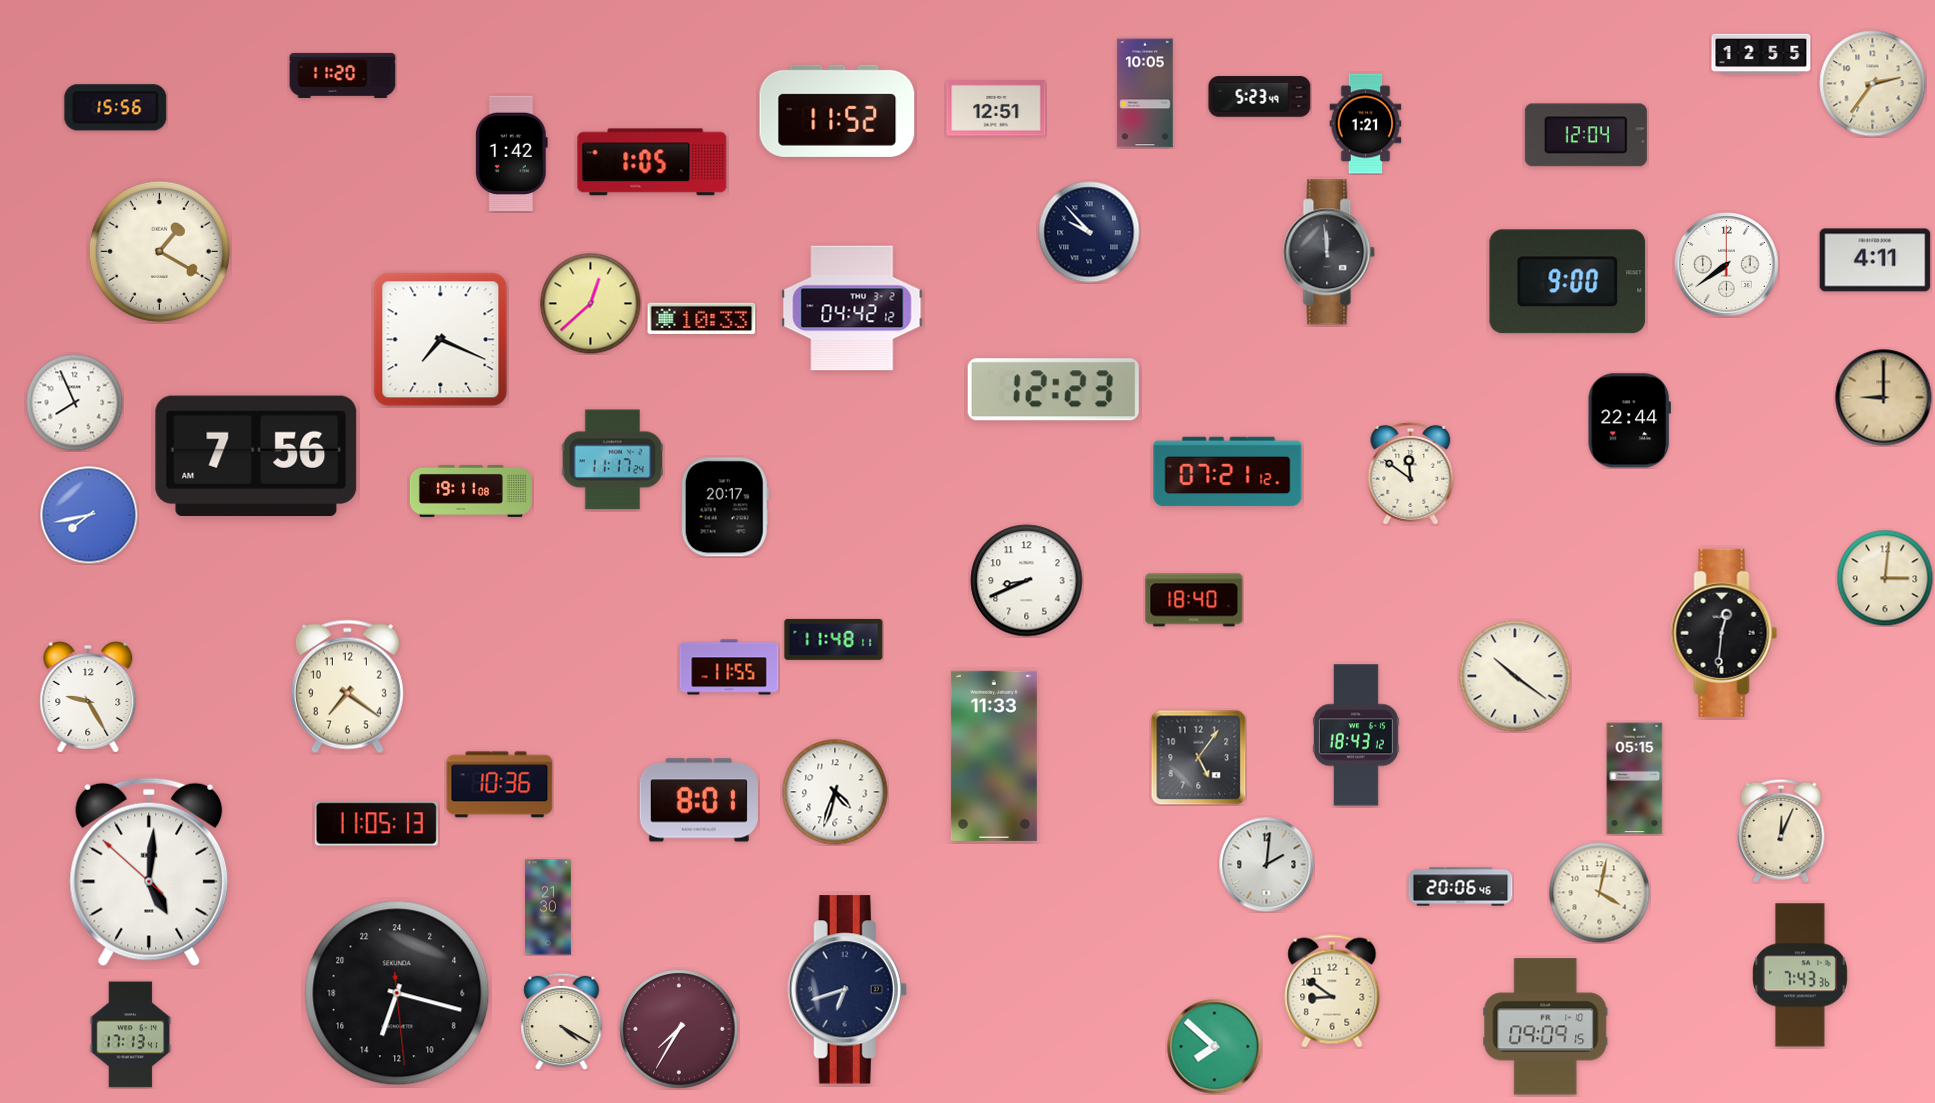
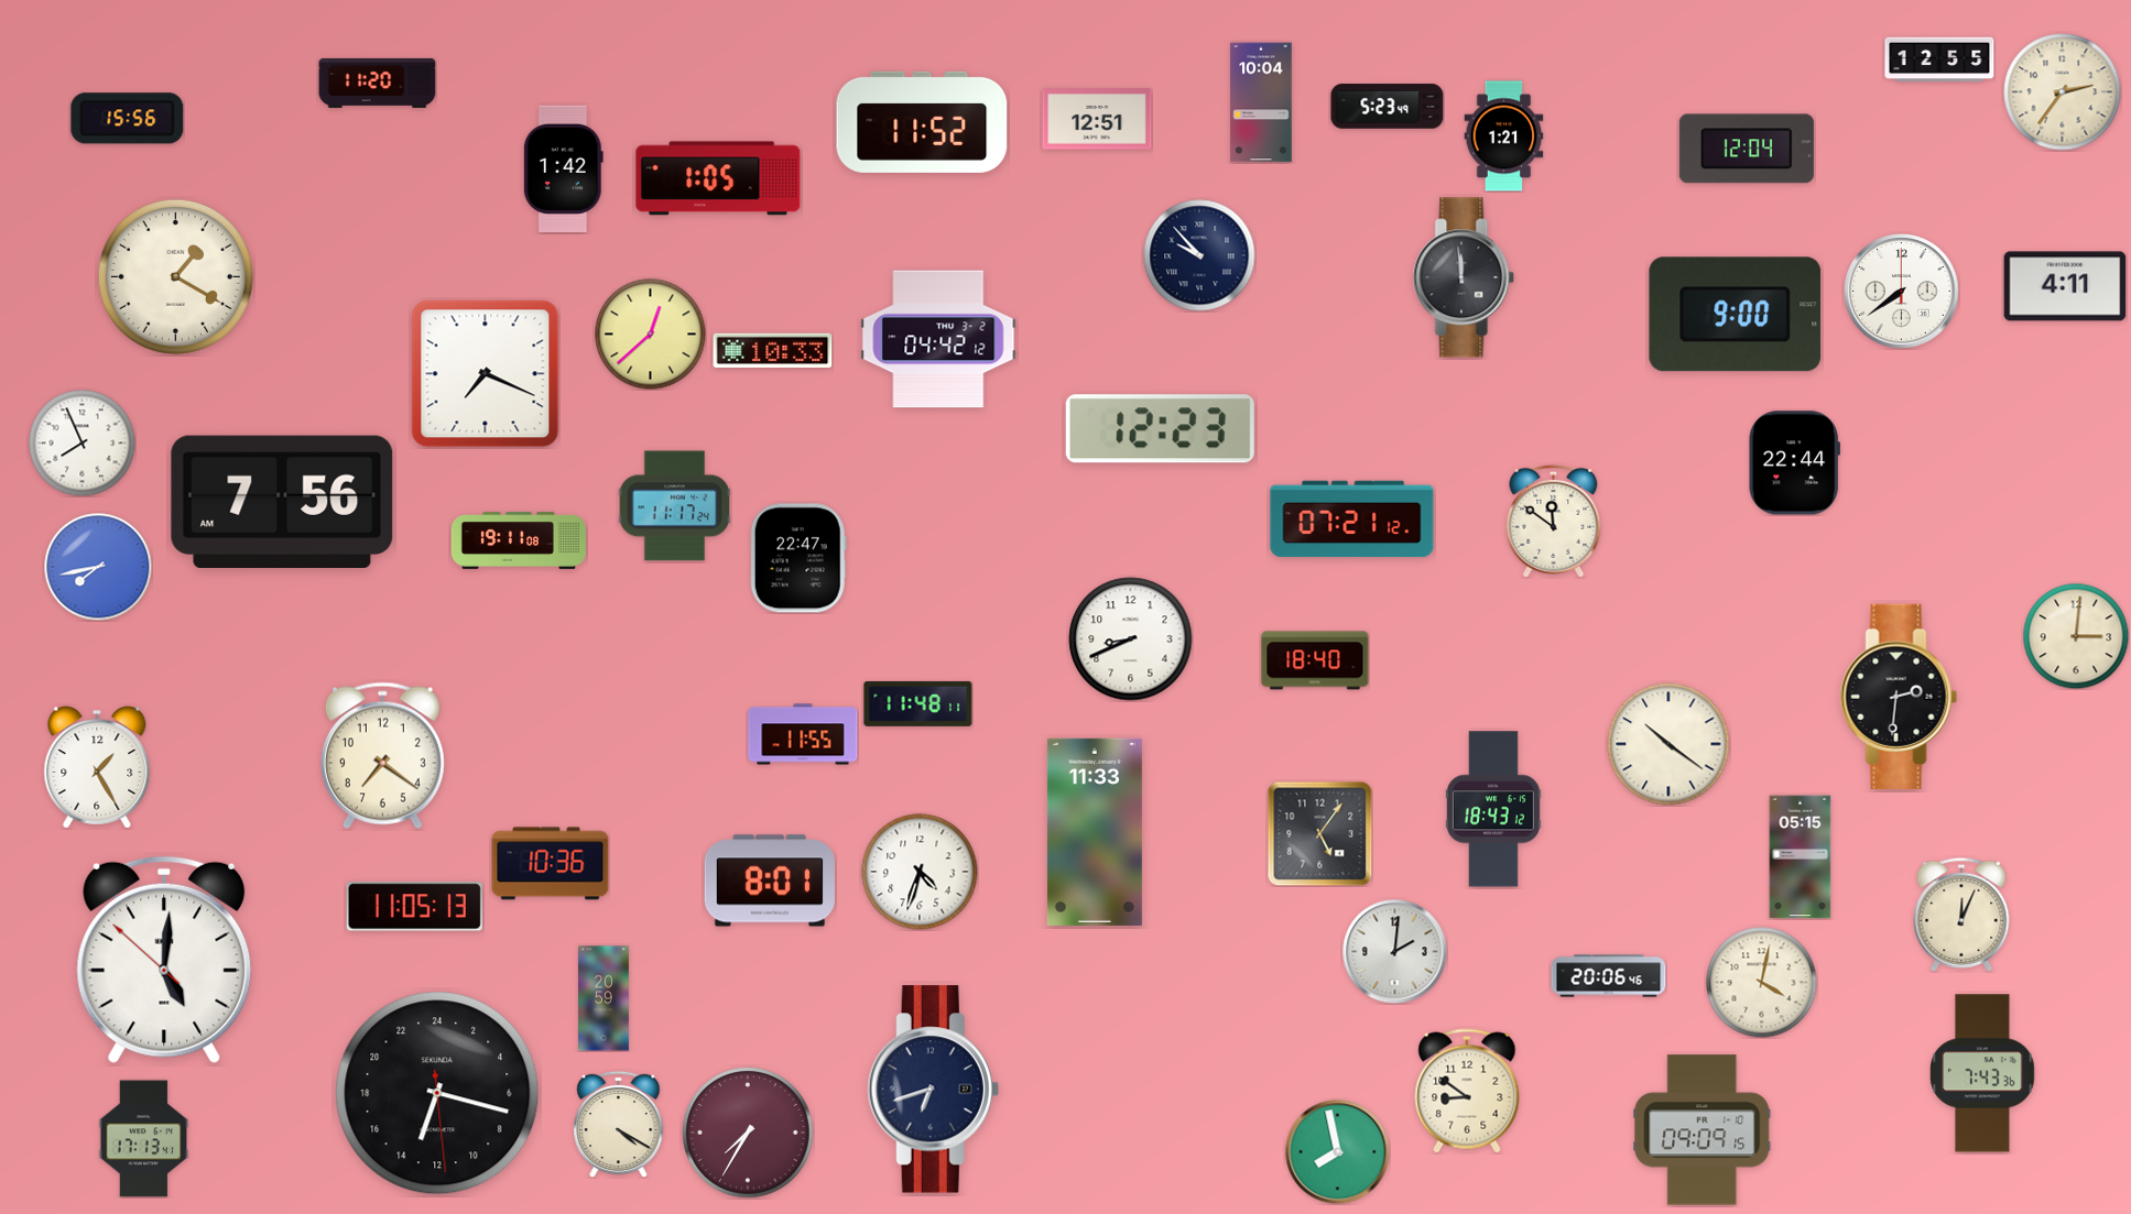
clock at (1145, 93): 10:05 -> 10:04
clock at (1568, 282) position: (1568, 282) -> (1736, 315)
clock at (1884, 398): 9:00 -> none
clock at (725, 507): 20:17 -> 22:47
clock at (1724, 633): 12:31 -> 2:31
clock at (88, 697): 9:25 -> 1:25
clock at (548, 907): 21:30 -> 20:59
clock at (1214, 1046): 7:52 -> 7:58
